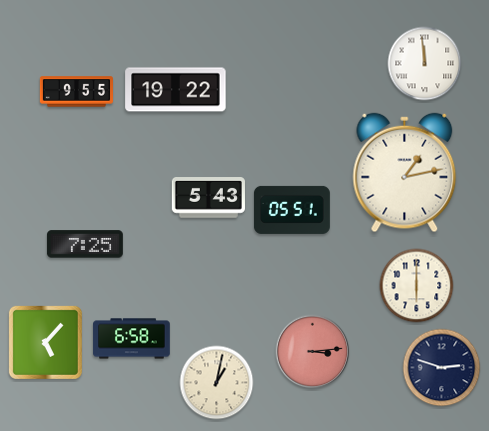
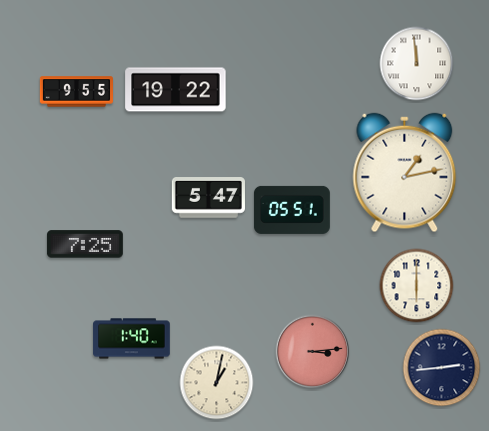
clock at (425, 64) position: (425, 64) -> (417, 64)
clock at (208, 198): 5:43 -> 5:47
clock at (132, 339): 6:58 -> 1:40
clock at (45, 342): 5:07 -> none
clock at (442, 368): 2:48 -> 2:44
